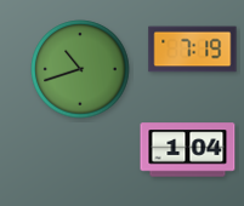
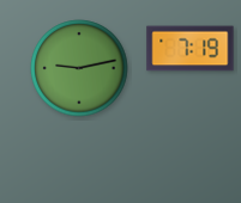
clock at (80, 69): 10:42 -> 9:13
clock at (188, 150): 1:04 -> none
